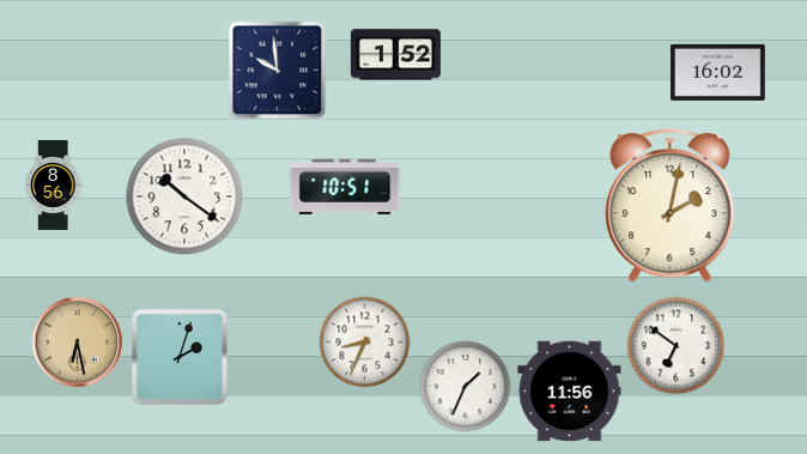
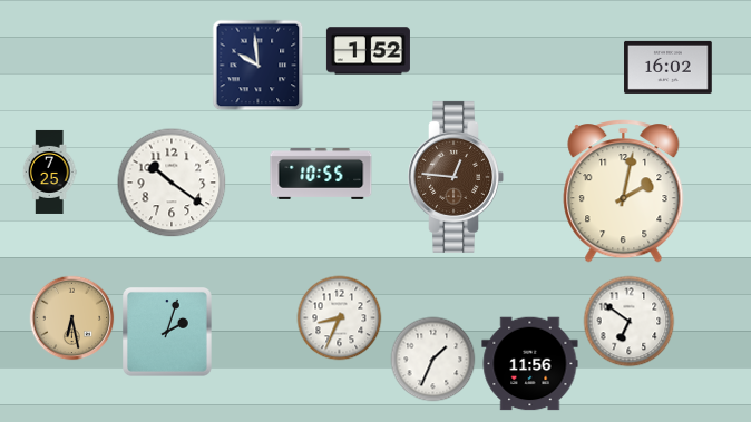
clock at (53, 184): 8:56 -> 7:25
clock at (345, 187): 10:51 -> 10:55
clock at (456, 177): none -> 12:46
